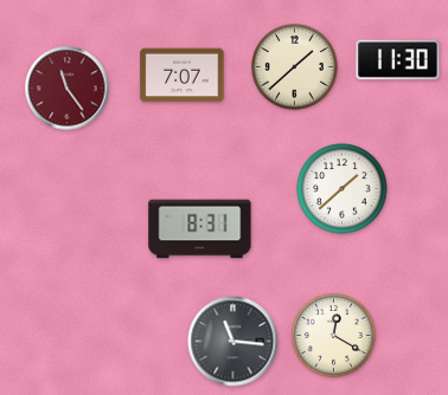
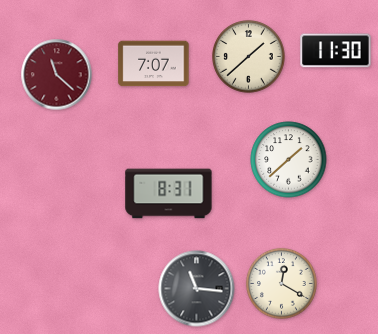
clock at (68, 89): 11:24 -> 11:22
